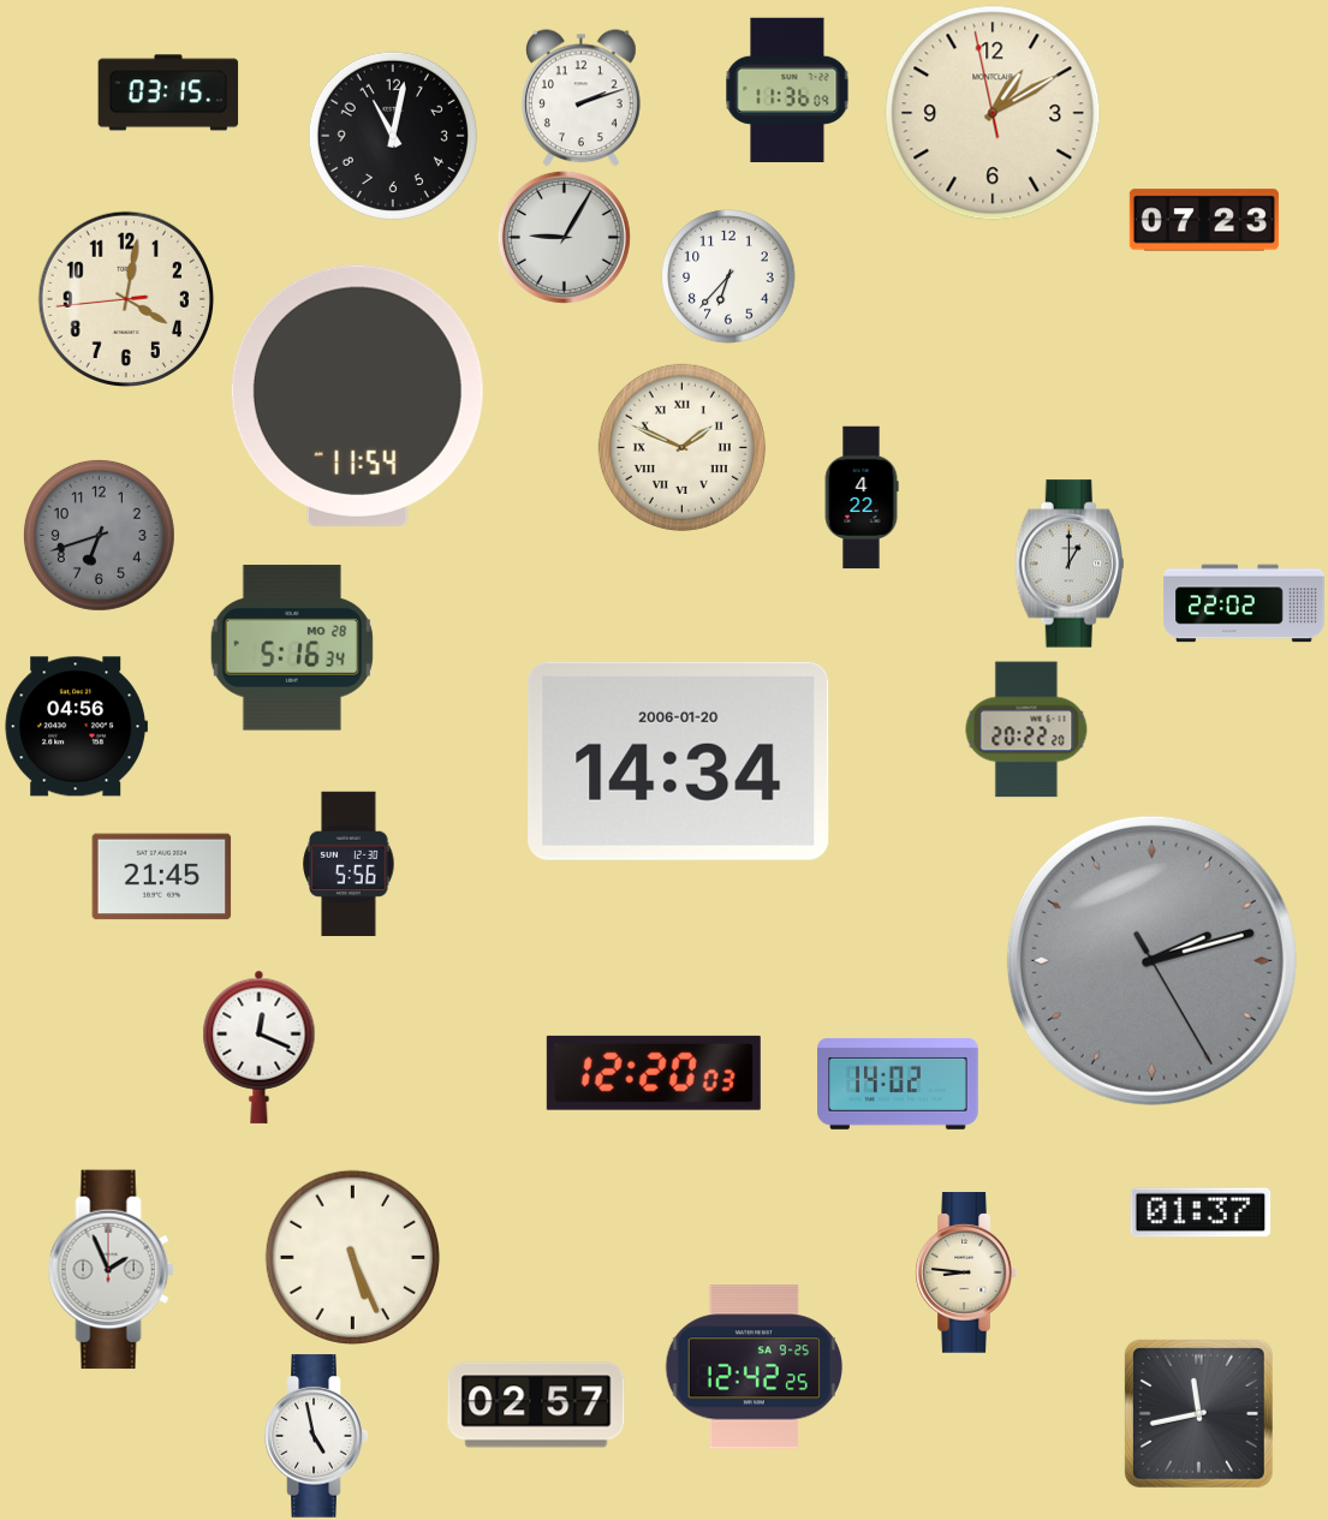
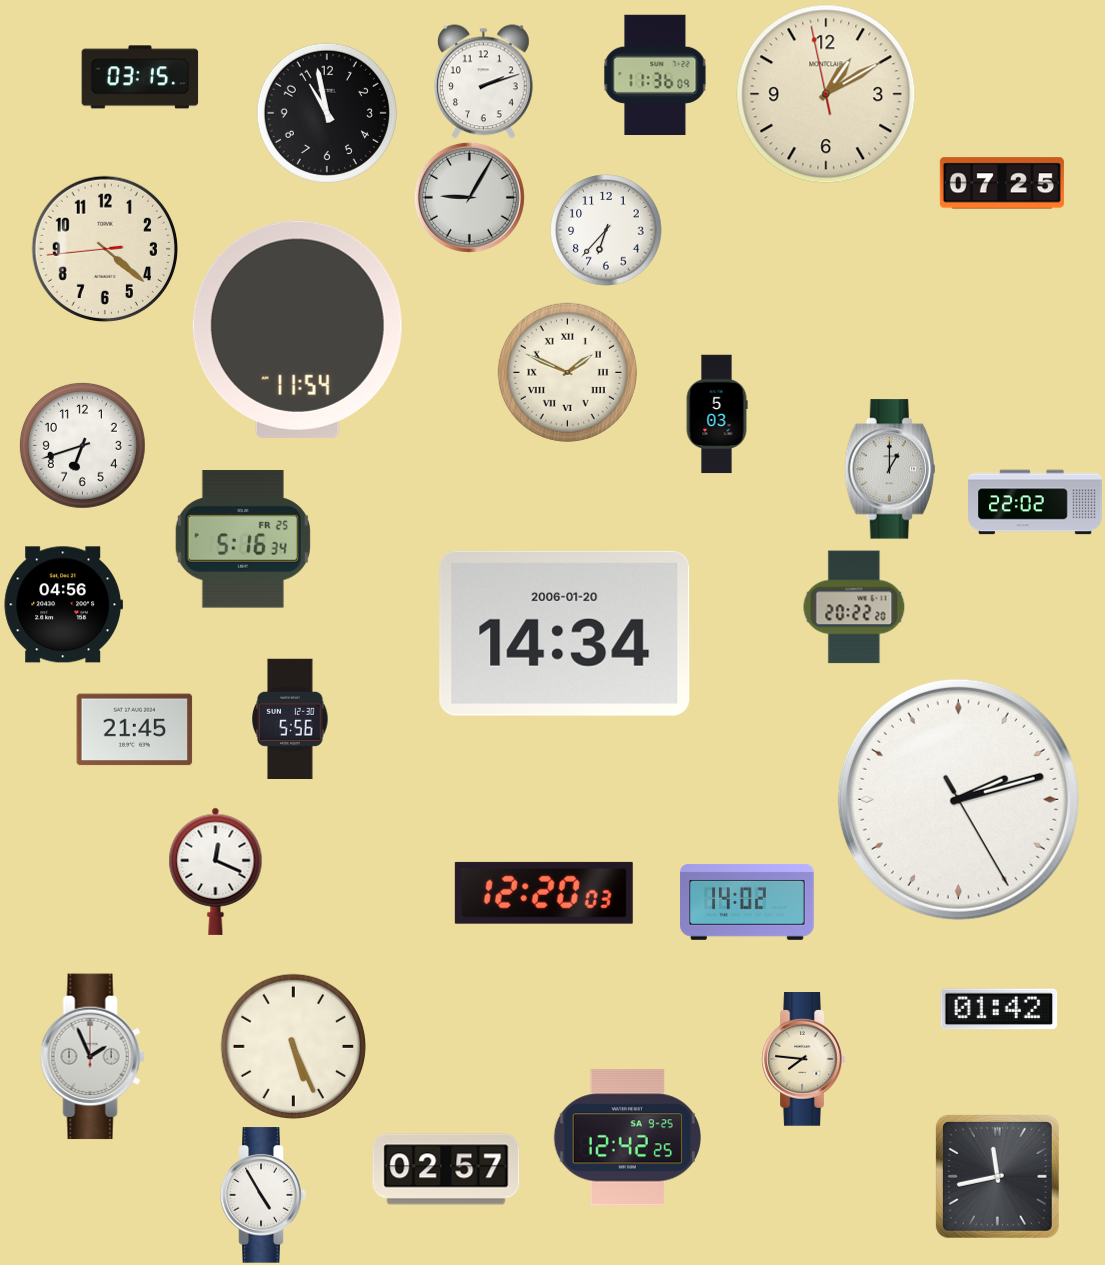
clock at (393, 136): 11:02 -> 10:58
clock at (1204, 220): 07:23 -> 07:25
clock at (125, 298): 4:01 -> 4:21
clock at (862, 497): 4:22 -> 5:03
clock at (99, 535) dial: grey -> white
clock at (292, 648) date: MO 28 -> FR 25
clock at (1151, 960) dial: grey -> white
clock at (1201, 1212): 01:37 -> 01:42
clock at (966, 1274): 8:46 -> 7:46
clock at (316, 1436): 4:58 -> 4:55
